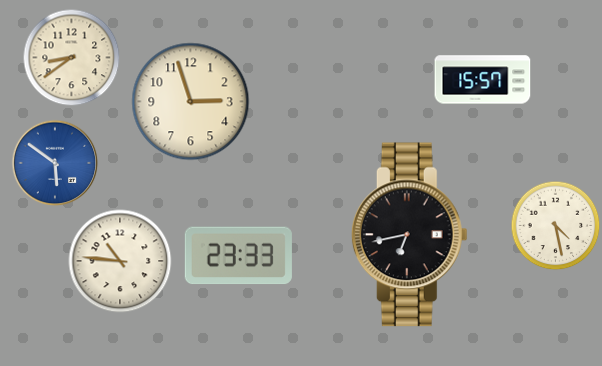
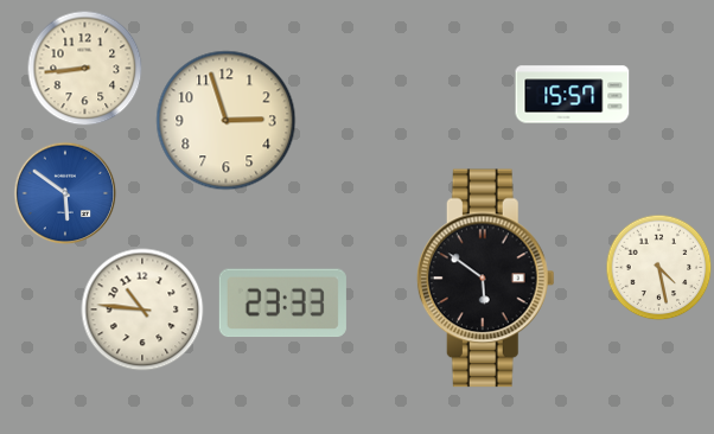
clock at (71, 57): 8:39 -> 8:44
clock at (409, 235): 6:43 -> 5:51
